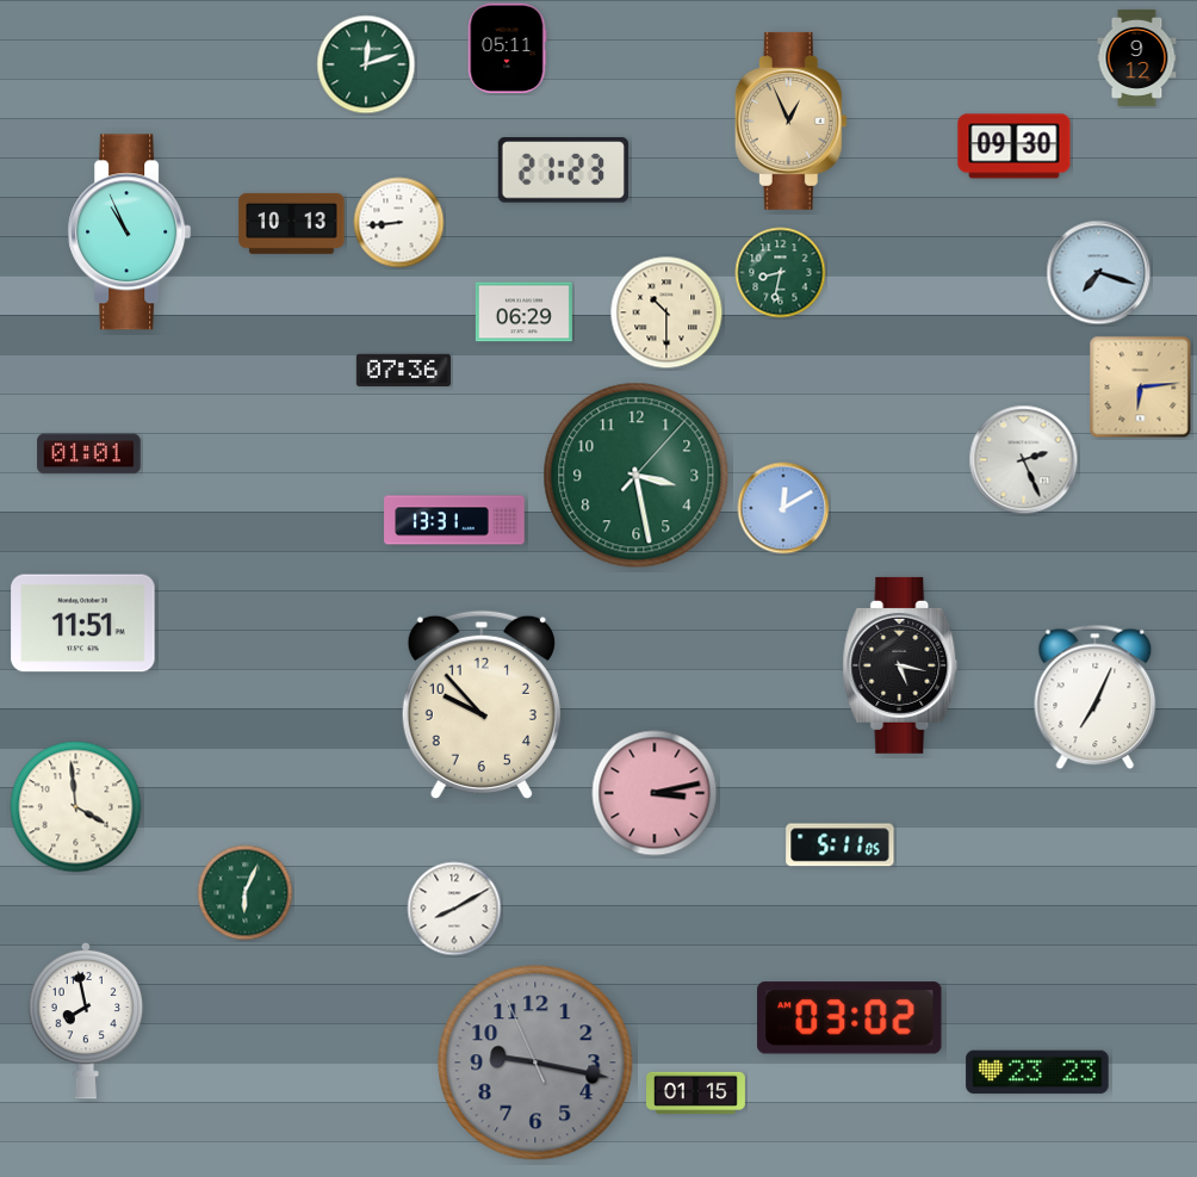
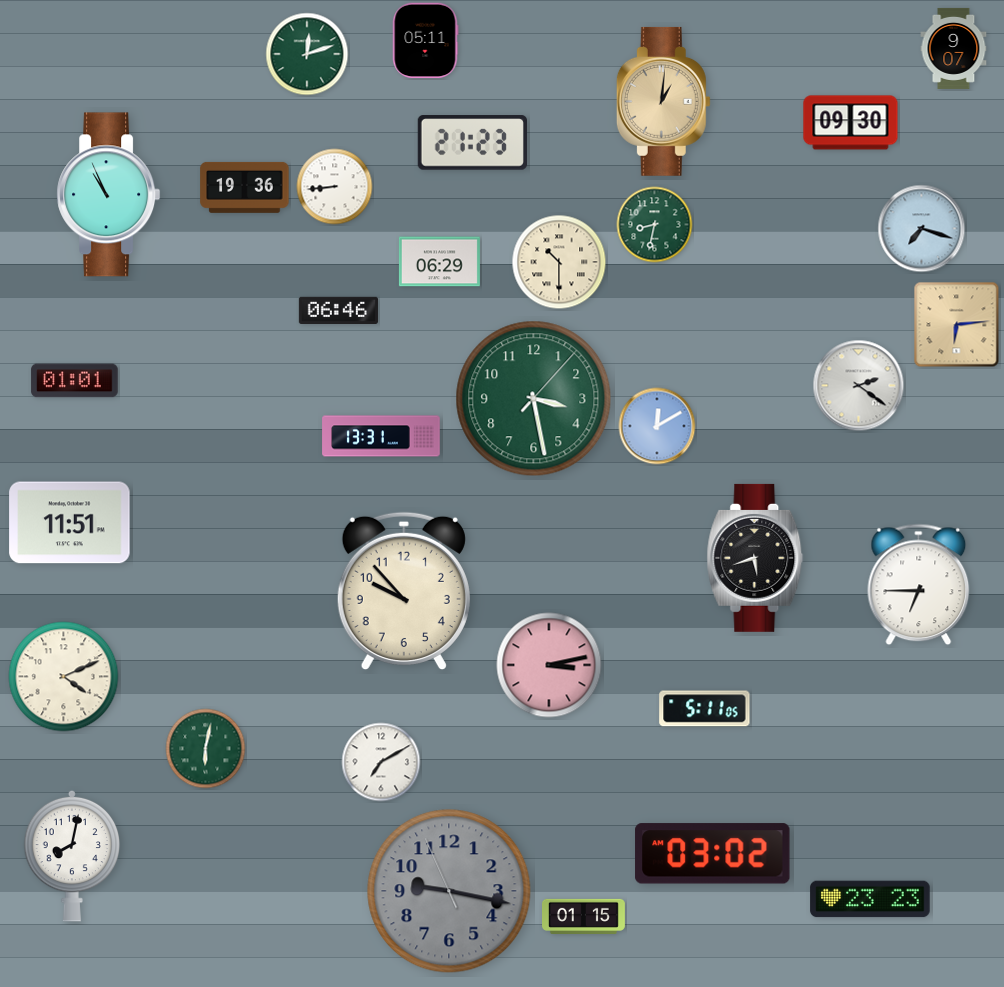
clock at (1137, 57): 9:12 -> 9:07
clock at (790, 120): 12:56 -> 1:01
clock at (292, 223): 10:13 -> 19:36
clock at (781, 273) position: (781, 273) -> (655, 225)
clock at (403, 370): 07:36 -> 06:46
clock at (1024, 460): 2:26 -> 2:21
clock at (900, 665): 5:17 -> 5:42
clock at (1096, 698): 7:04 -> 6:45
clock at (76, 807): 3:59 -> 4:11
clock at (246, 893): 6:04 -> 6:02
clock at (454, 909): 8:10 -> 7:10
clock at (86, 1021): 7:58 -> 8:02
